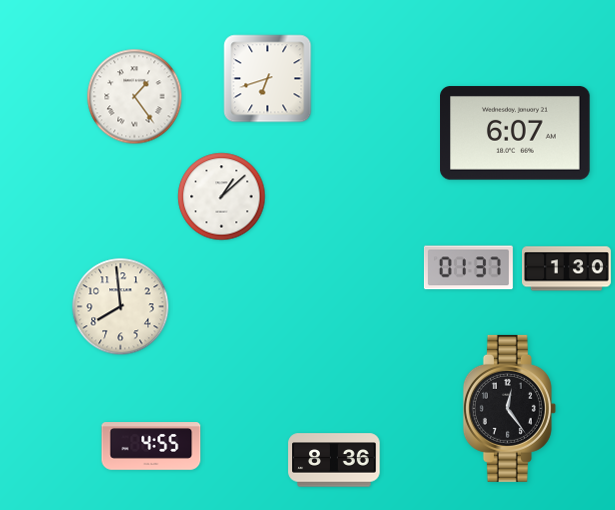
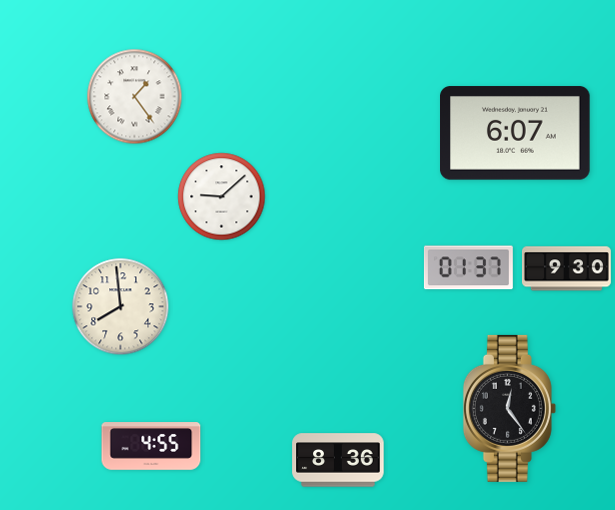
clock at (268, 79): 6:42 -> none
clock at (222, 197): 1:08 -> 9:08
clock at (566, 269): 1:30 -> 9:30
clock at (334, 460) position: (334, 460) -> (338, 460)
